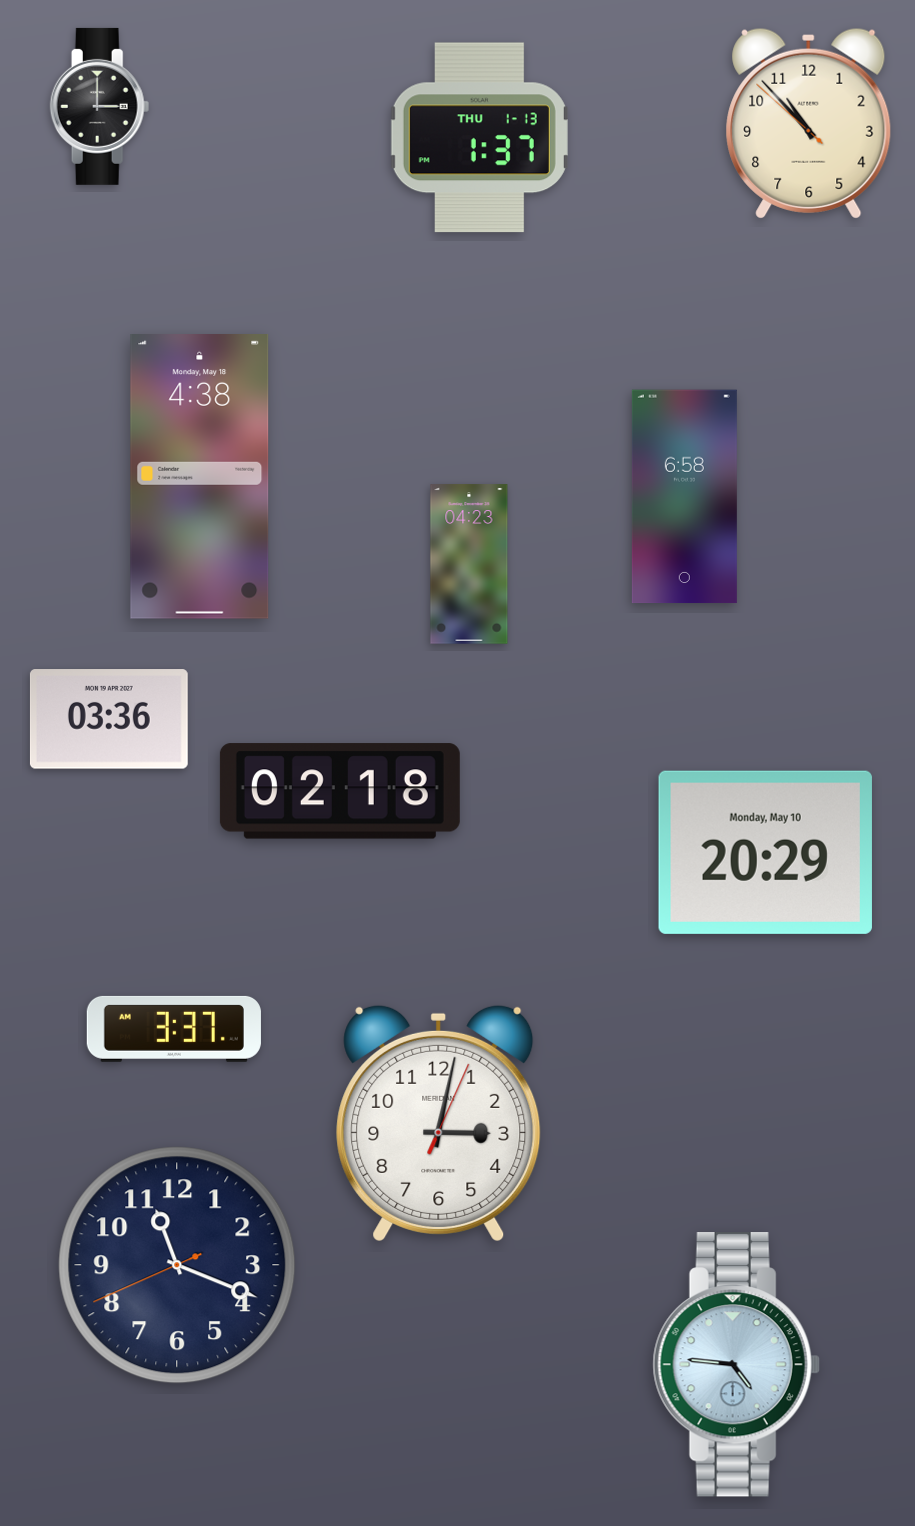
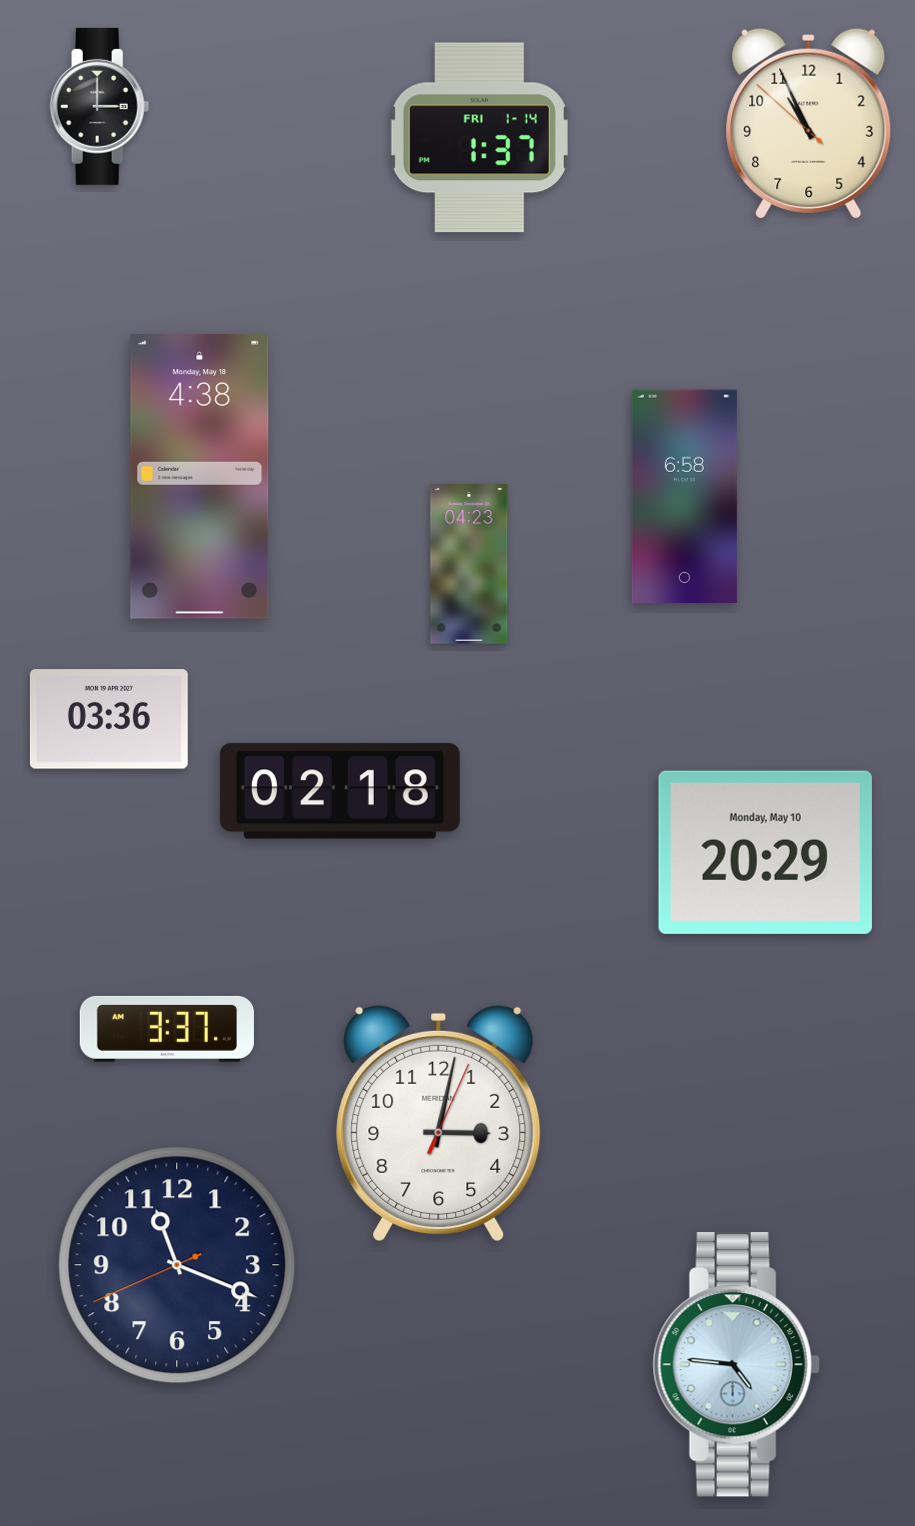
clock at (809, 123): 10:52 -> 10:55
clock at (479, 138) date: THU 1-13 -> FRI 1-14
clock at (174, 1029) position: (174, 1029) -> (167, 1029)
